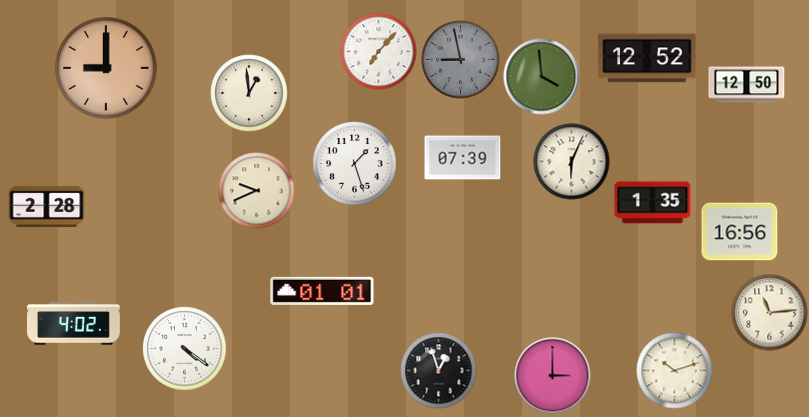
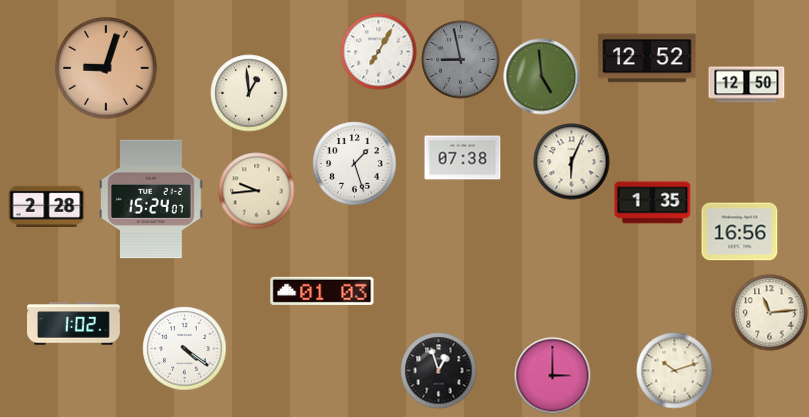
clock at (379, 52): 7:07 -> 7:05
clock at (106, 68): 9:00 -> 9:03
clock at (542, 77): 3:59 -> 4:59
clock at (463, 158): 07:39 -> 07:38
clock at (257, 191): 9:41 -> 9:44
clock at (152, 199): none -> 15:24
clock at (322, 291): 01:01 -> 01:03
clock at (74, 324): 4:02 -> 1:02
